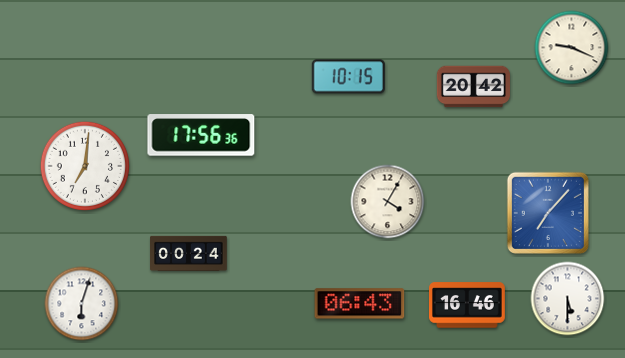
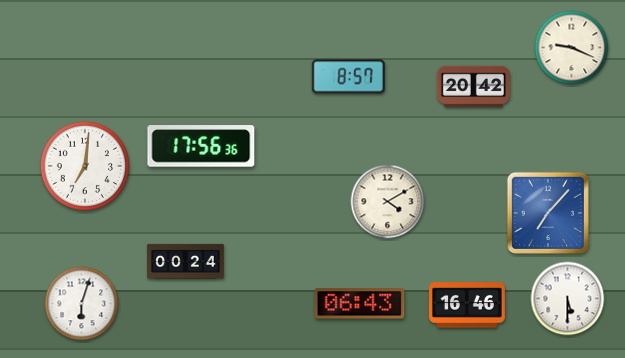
clock at (348, 77): 10:15 -> 8:57
clock at (201, 135) position: (201, 135) -> (201, 146)
clock at (388, 202): 4:05 -> 4:10
clock at (189, 253) position: (189, 253) -> (186, 261)
